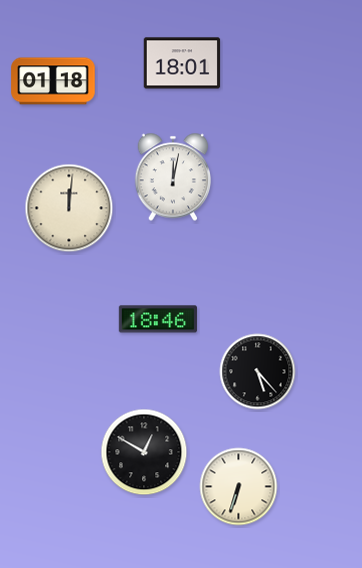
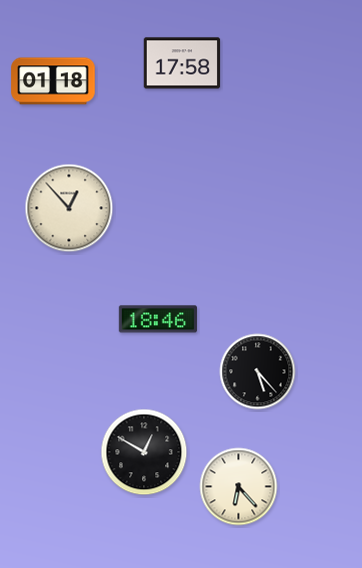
clock at (182, 63): 18:01 -> 17:58
clock at (172, 177): 12:02 -> none
clock at (69, 208): 12:01 -> 12:53
clock at (239, 487): 6:33 -> 6:23
